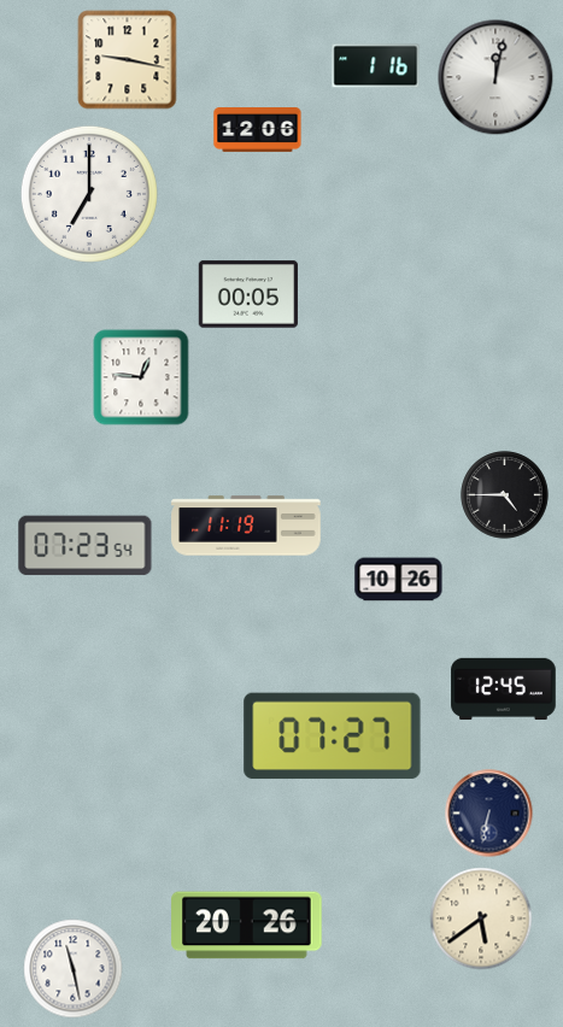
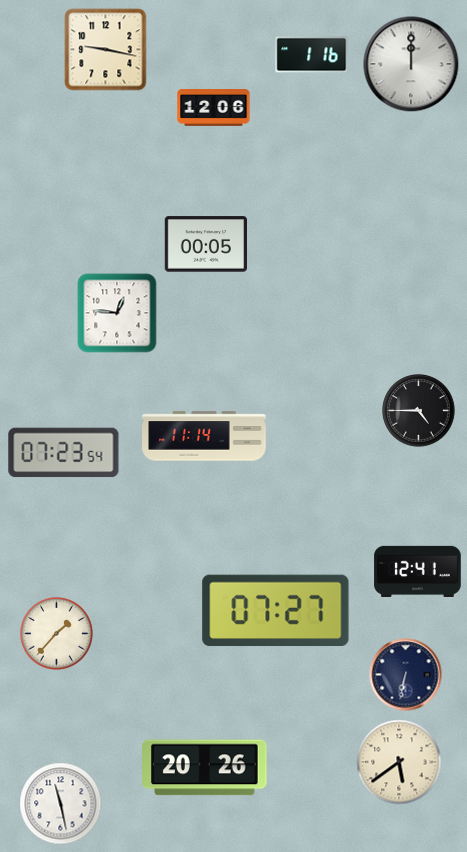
clock at (495, 77): 12:02 -> 12:00
clock at (89, 194): 7:00 -> none
clock at (246, 526): 11:19 -> 11:14
clock at (86, 546) position: (86, 546) -> (64, 453)
clock at (399, 580): 10:26 -> none
clock at (504, 688): 12:45 -> 12:41
clock at (57, 634): none -> 1:37
